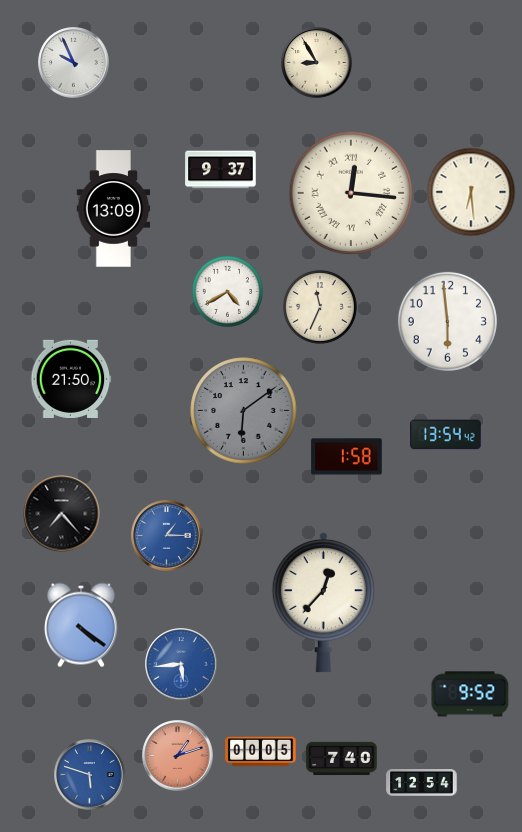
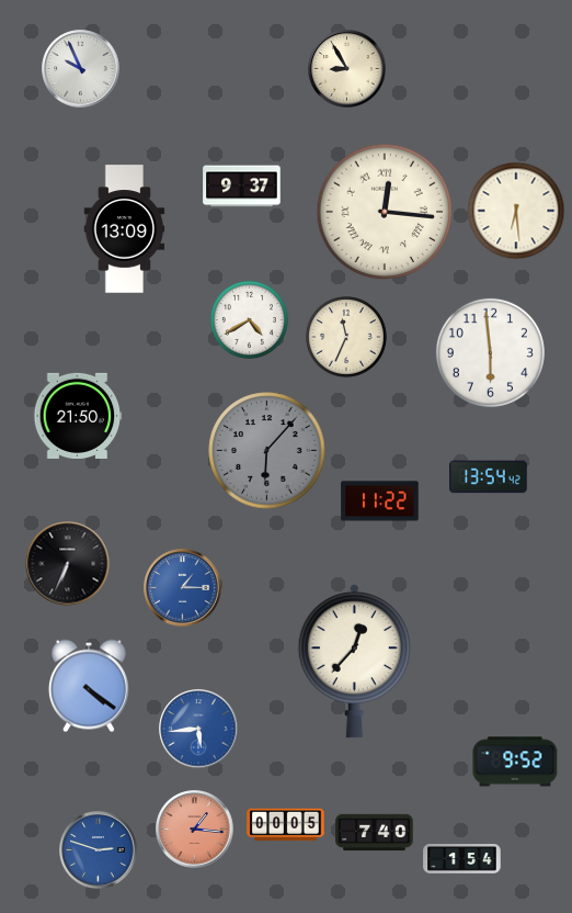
clock at (321, 308) position: (321, 308) -> (347, 338)
clock at (244, 411): 6:09 -> 6:07
clock at (347, 457): 1:58 -> 11:22
clock at (62, 514): 7:23 -> 6:34
clock at (178, 756): 1:12 -> 1:16
clock at (90, 775): 5:48 -> 2:48
clock at (422, 783): 12:54 -> 1:54
